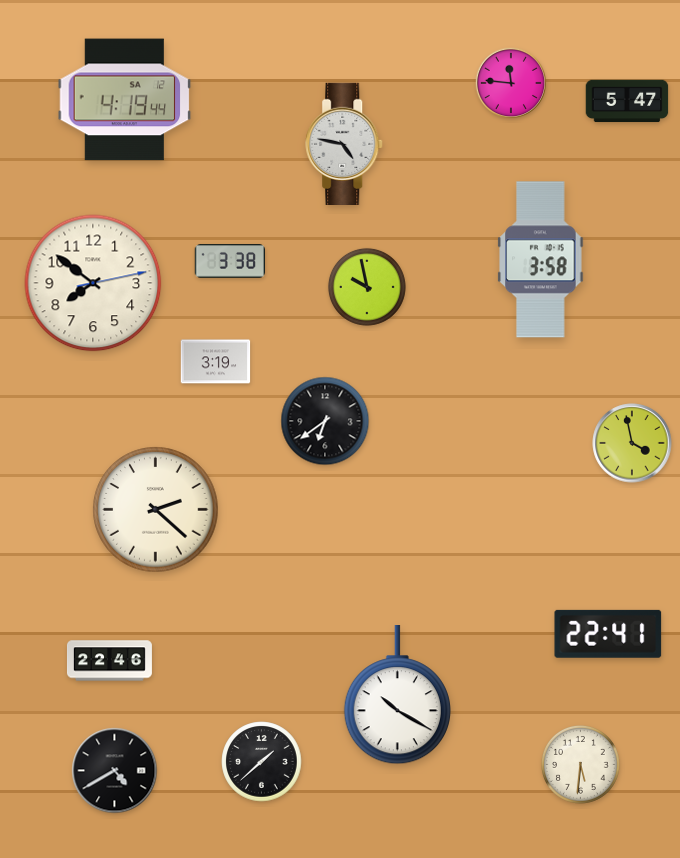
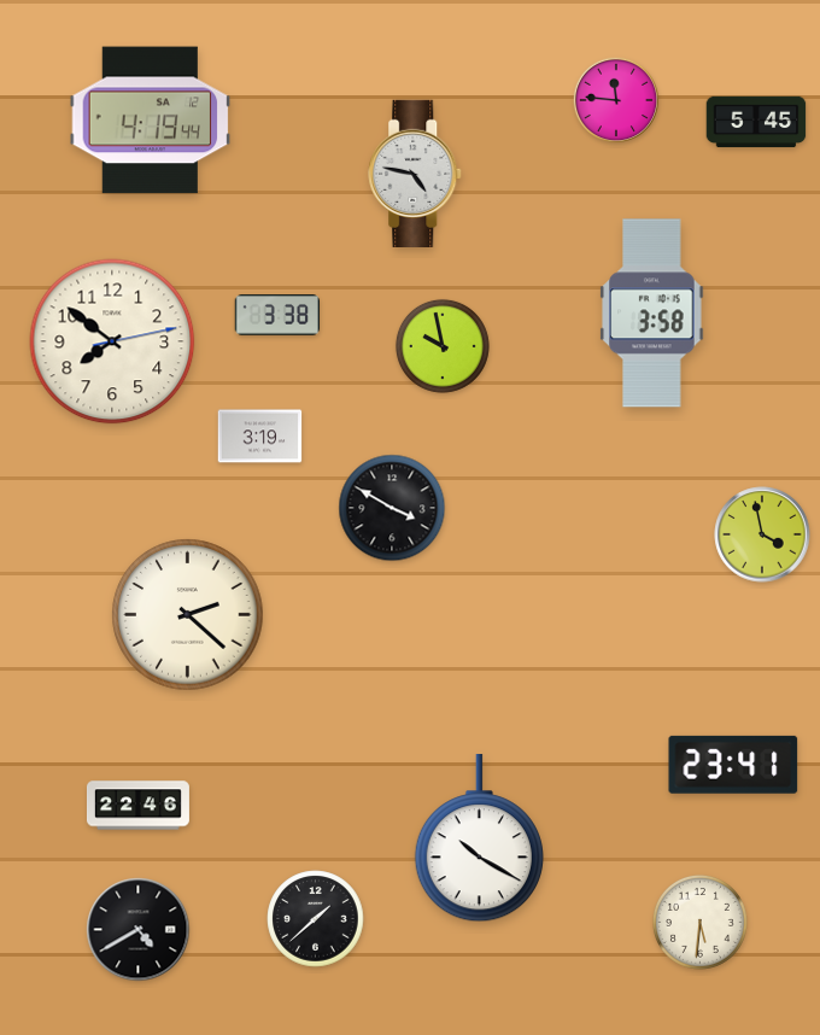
clock at (627, 101): 5:47 -> 5:45
clock at (325, 421): 6:39 -> 3:50
clock at (608, 634): 22:41 -> 23:41
clock at (109, 661) position: (109, 661) -> (137, 806)
